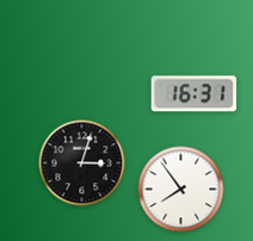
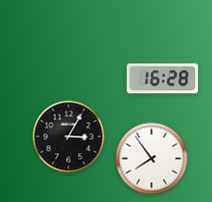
clock at (195, 94): 16:31 -> 16:28
clock at (82, 163): 3:03 -> 3:05
